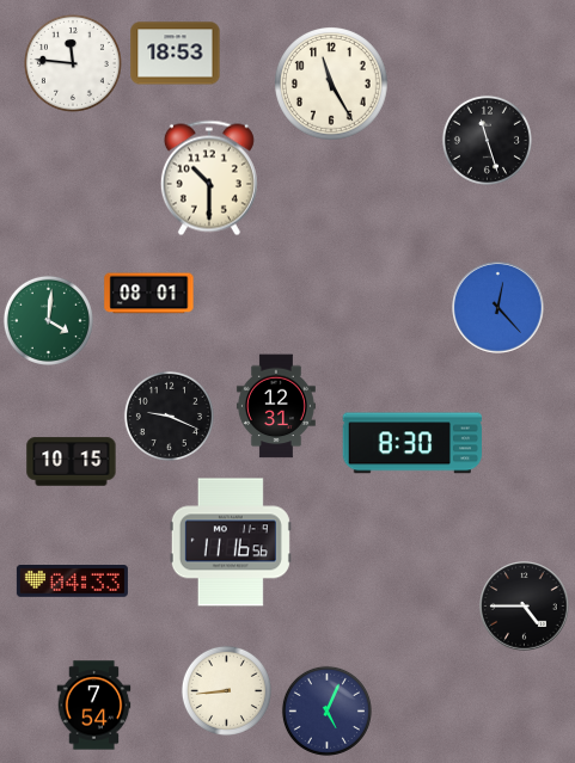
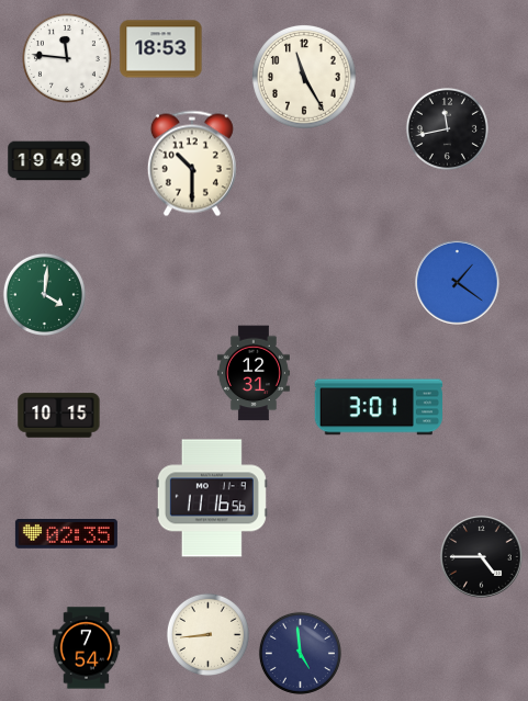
clock at (487, 140): 11:27 -> 11:43
clock at (49, 161): none -> 19:49
clock at (149, 294): 08:01 -> none
clock at (498, 308): 12:23 -> 1:21
clock at (169, 416): 9:19 -> none
clock at (412, 443): 8:30 -> 3:01
clock at (72, 462) position: (72, 462) -> (59, 416)
clock at (72, 582): 04:33 -> 02:35
clock at (326, 710): 5:04 -> 4:59
